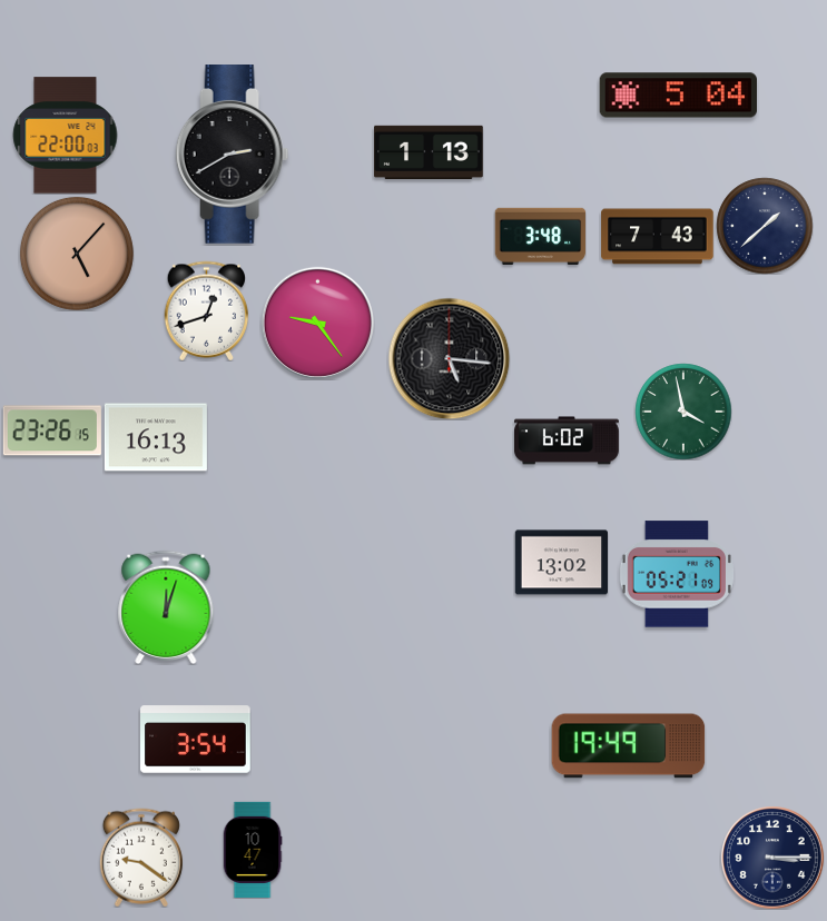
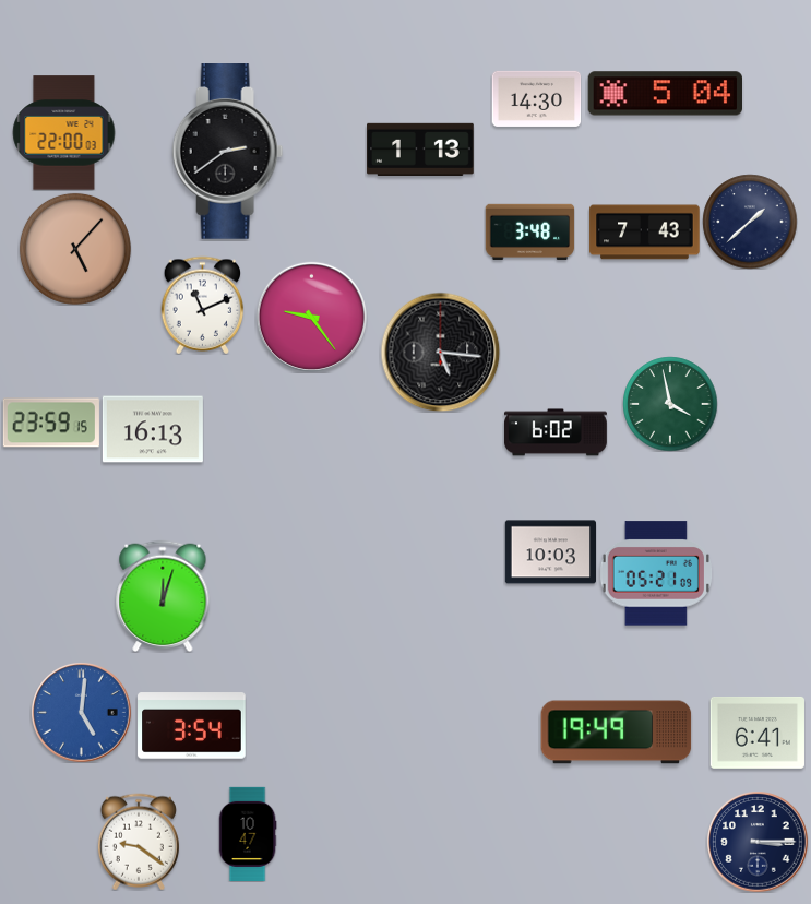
clock at (536, 98): none -> 14:30
clock at (233, 155): 2:40 -> 2:39
clock at (207, 310): 12:42 -> 11:11
clock at (52, 430): 23:26 -> 23:59
clock at (561, 563): 13:02 -> 10:03
clock at (677, 574) position: (677, 574) -> (656, 573)
clock at (81, 712): none -> 5:01
clock at (758, 733): none -> 6:41
